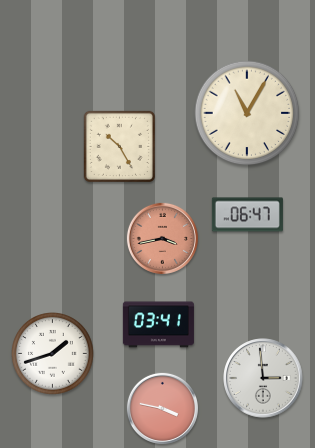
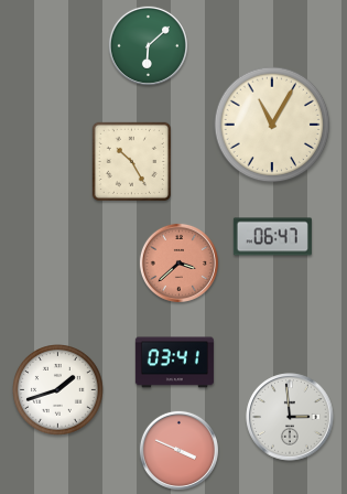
clock at (148, 45): none -> 6:08
clock at (162, 238): 3:43 -> 3:38
clock at (158, 325) position: (158, 325) -> (174, 363)
clock at (162, 408): 3:47 -> 3:49
